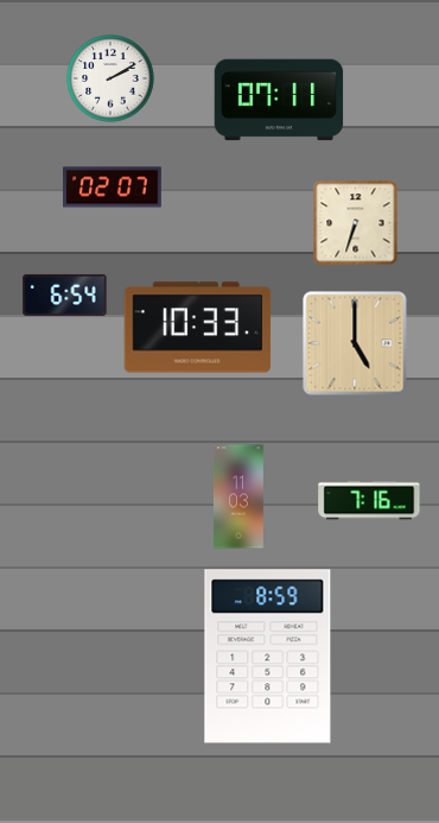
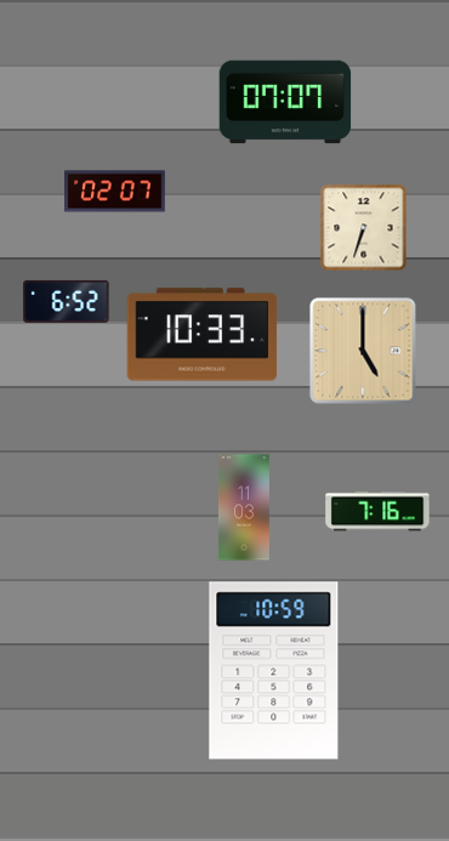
clock at (110, 78): 2:10 -> none
clock at (279, 100): 07:11 -> 07:07
clock at (65, 295): 6:54 -> 6:52
clock at (268, 657): 8:59 -> 10:59
